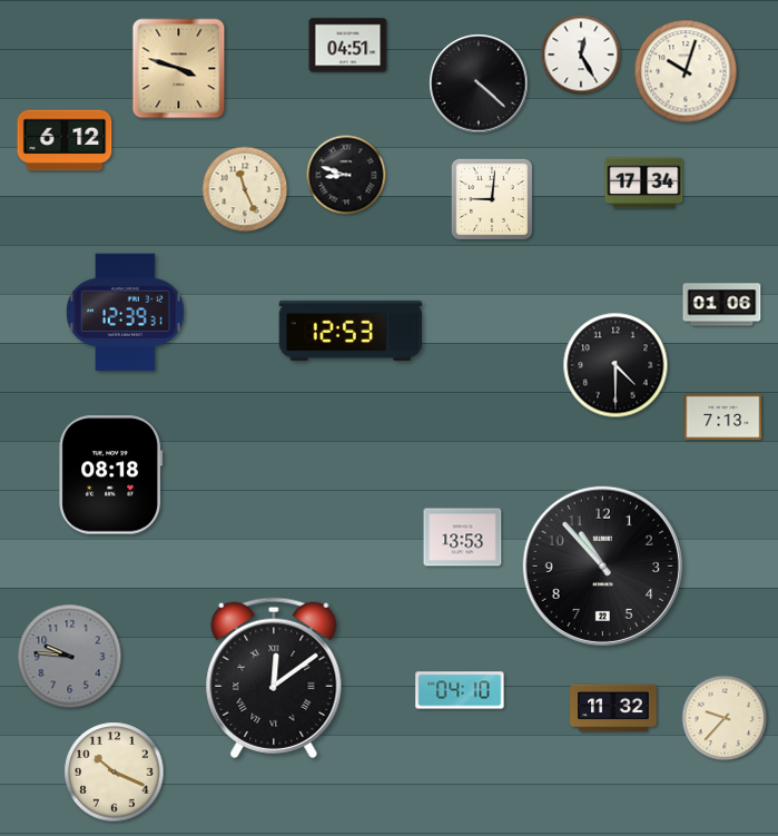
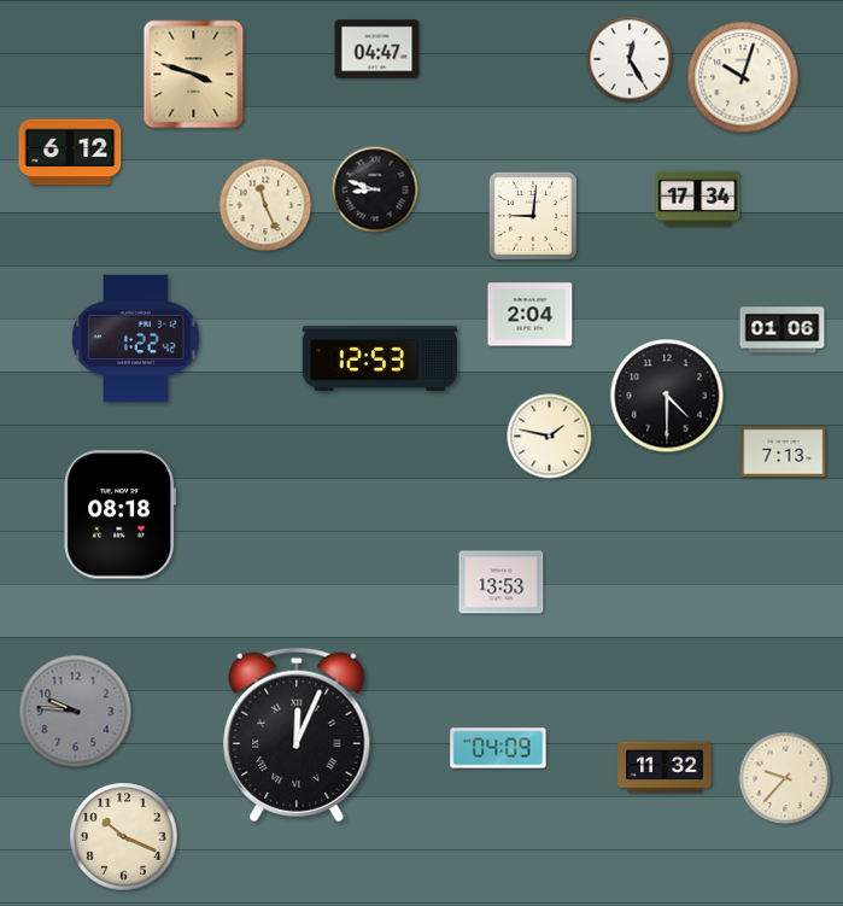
clock at (348, 46): 04:51 -> 04:47
clock at (479, 83): 4:22 -> none
clock at (531, 315): none -> 2:04
clock at (126, 313): 12:39 -> 1:22
clock at (550, 437): none -> 1:47
clock at (602, 565): 10:53 -> none
clock at (274, 678): 12:09 -> 12:04
clock at (460, 690): 04:10 -> 04:09
